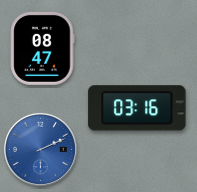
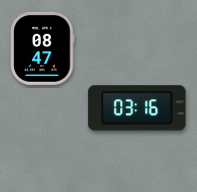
clock at (40, 149): 2:11 -> none
